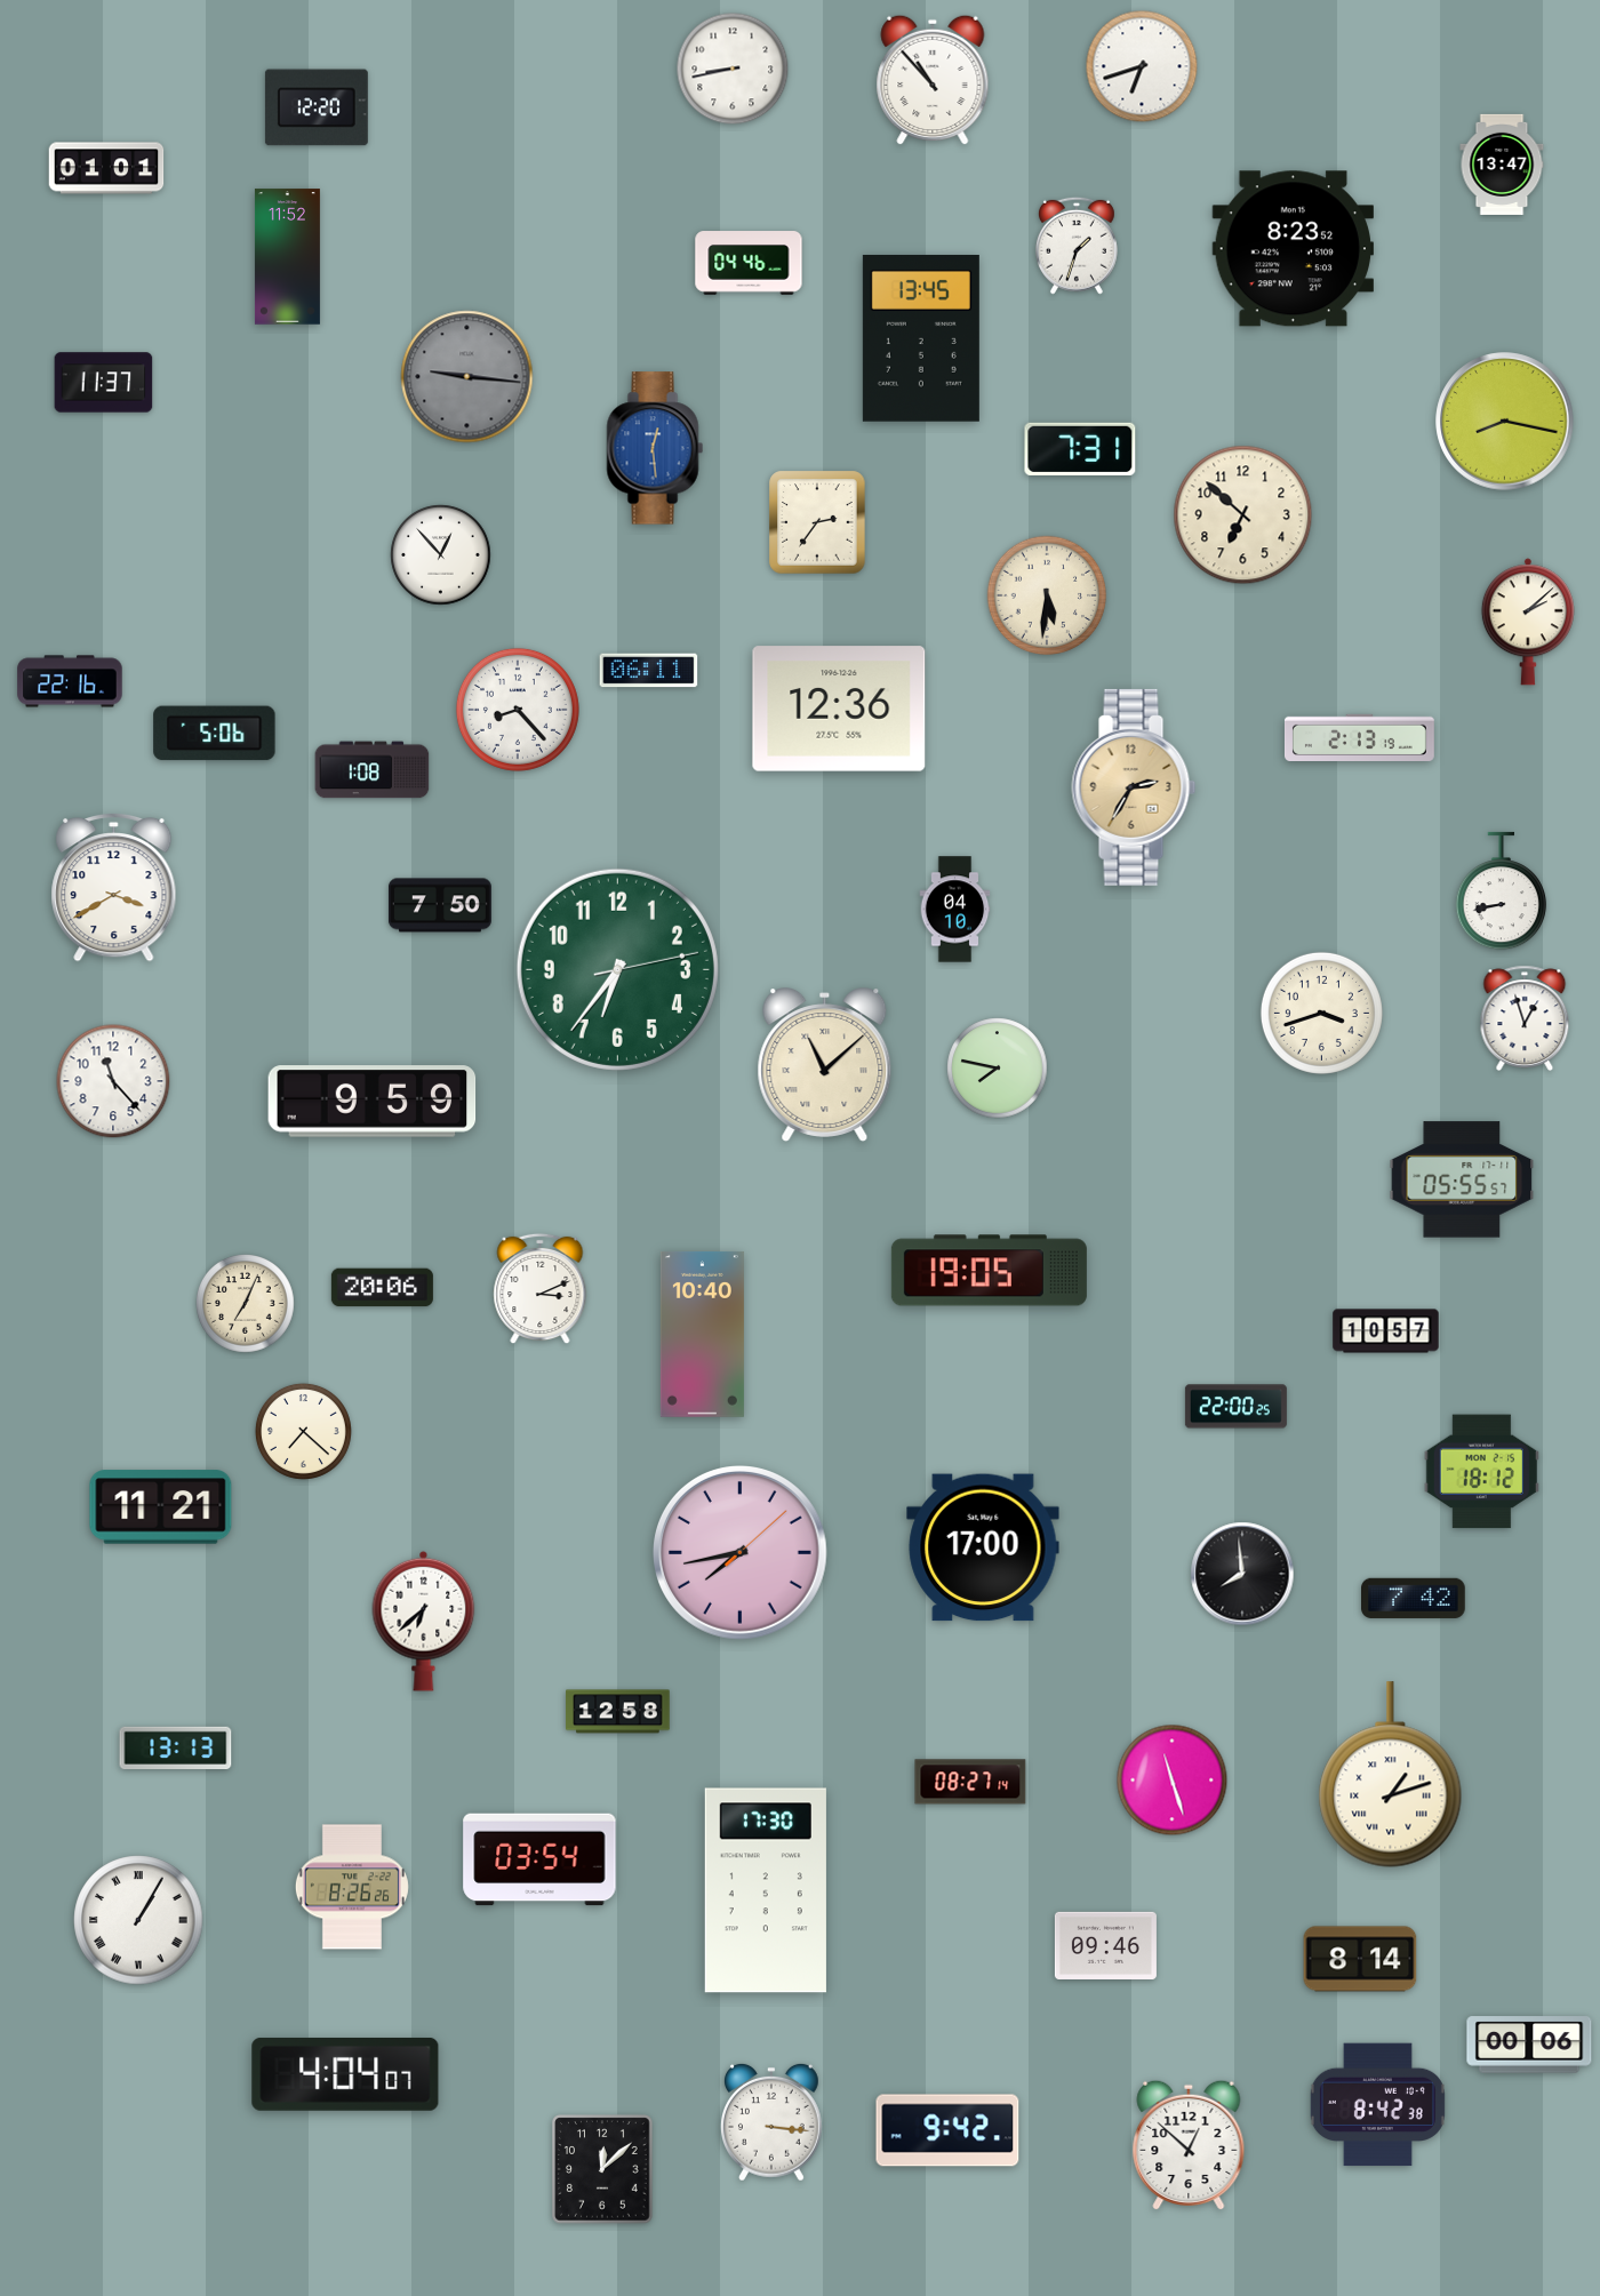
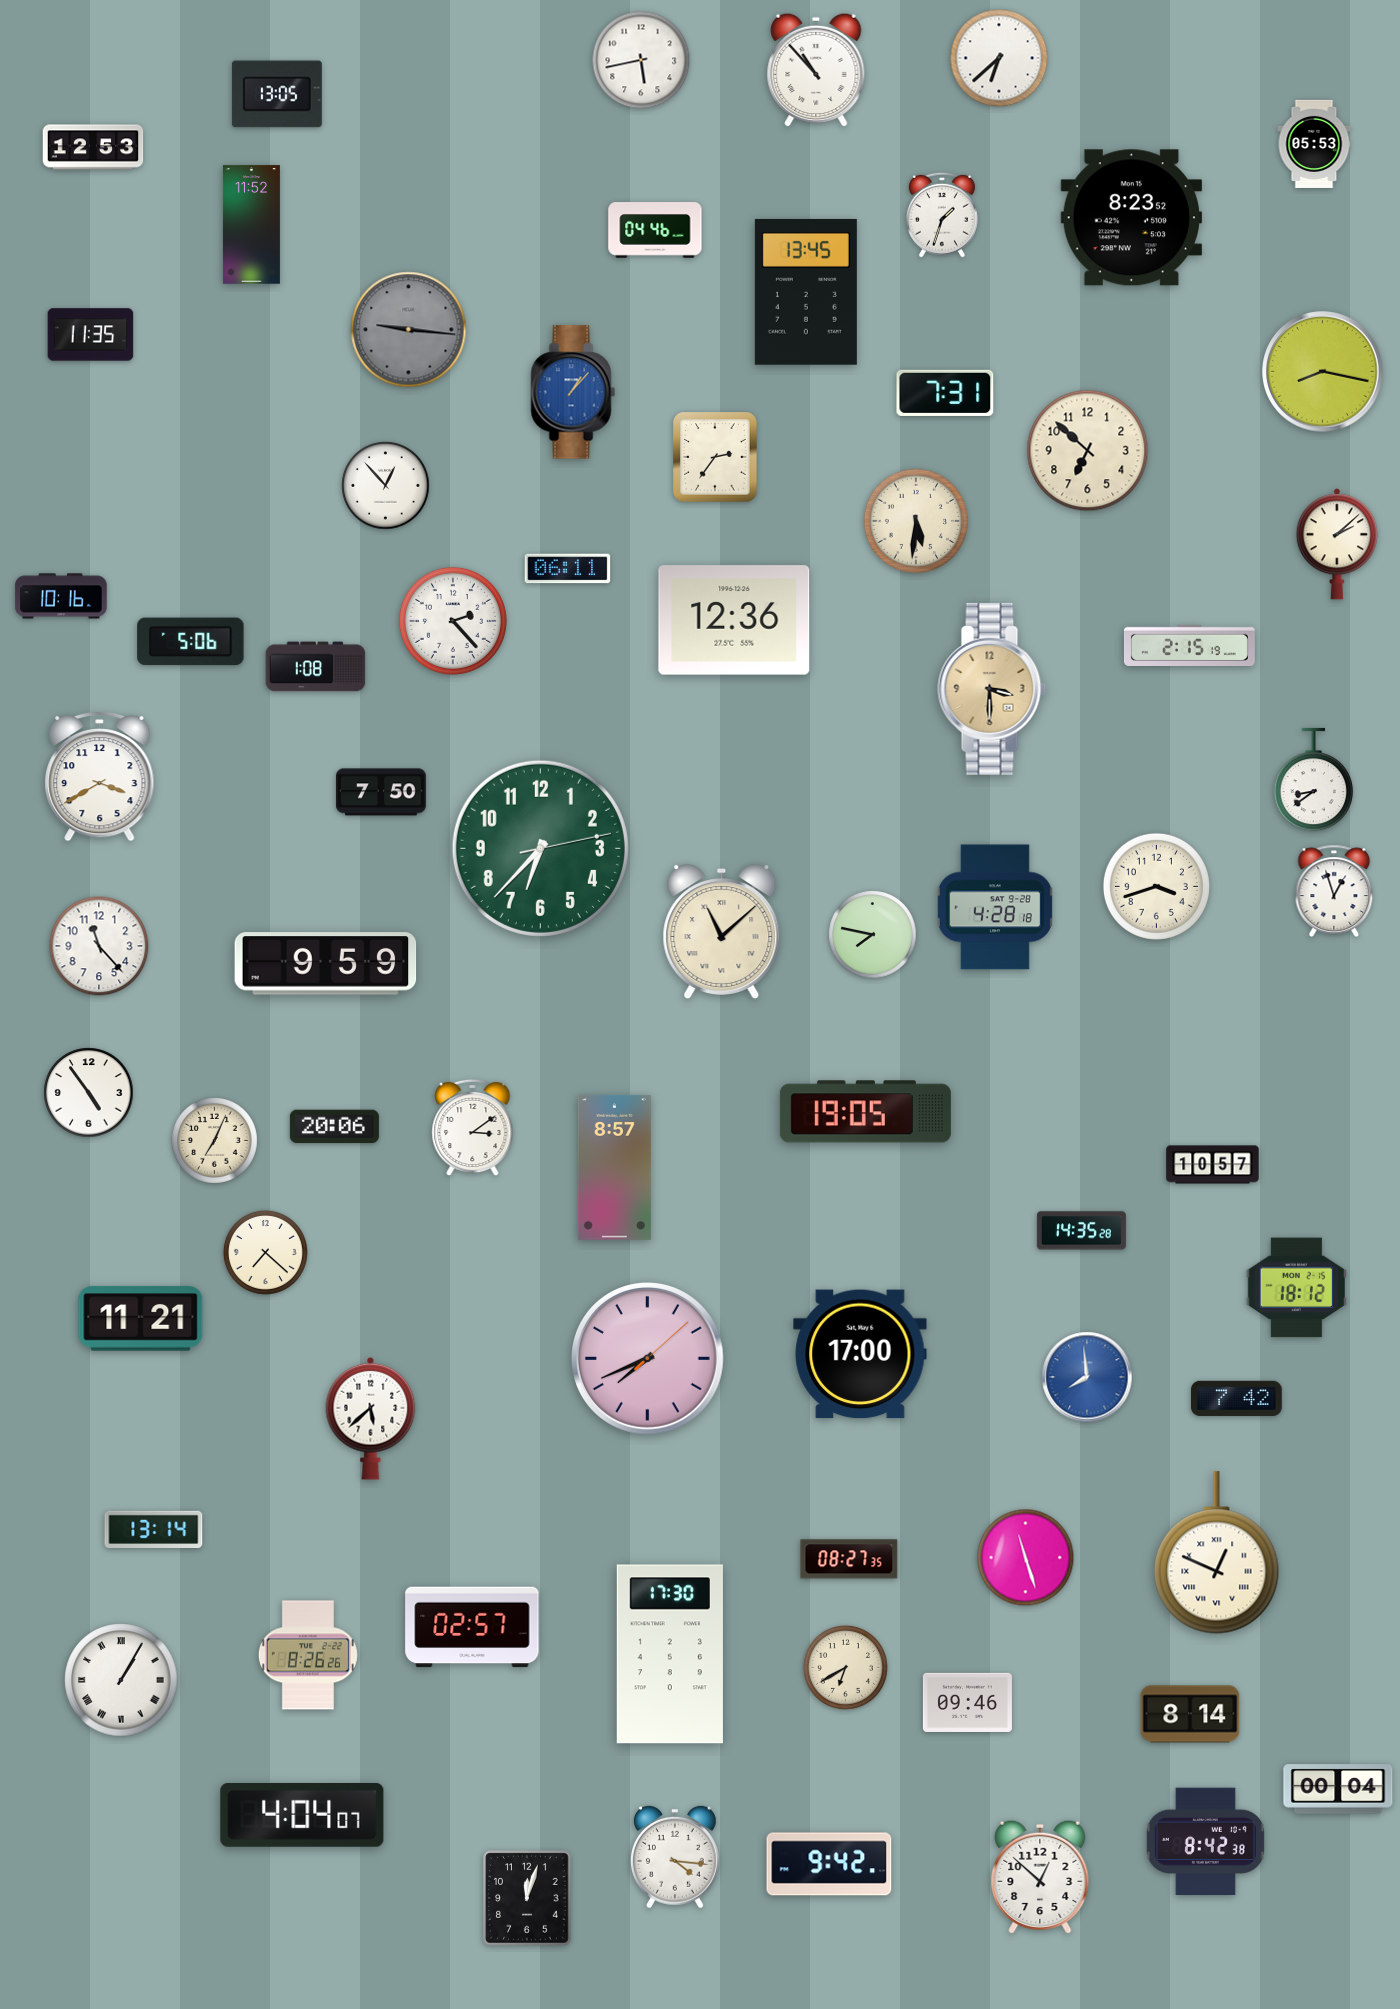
clock at (1142, 66): 6:42 -> 6:38
clock at (733, 69): 8:43 -> 5:43
clock at (317, 107): 12:20 -> 13:05
clock at (1502, 165): 13:47 -> 05:53
clock at (106, 168): 01:01 -> 12:53
clock at (921, 338) position: (921, 338) -> (806, 292)
clock at (104, 383): 11:37 -> 11:35
clock at (1505, 422) position: (1505, 422) -> (1323, 372)
clock at (655, 448): 12:29 -> 1:07
clock at (649, 671) position: (649, 671) -> (568, 569)
clock at (70, 681): 22:16 -> 10:16
clock at (518, 710): 8:23 -> 2:23
clock at (215, 734) position: (215, 734) -> (191, 642)
clock at (1359, 737): 2:13 -> 2:15
clock at (373, 770) position: (373, 770) -> (316, 667)
clock at (1134, 787): 2:35 -> 3:30
clock at (1502, 891): 8:43 -> 8:39
clock at (440, 905) position: (440, 905) -> (381, 792)
clock at (955, 910): 04:10 -> none
clock at (617, 969): 6:36 -> 6:37
clock at (995, 907): none -> 4:28
clock at (1462, 1179): 05:55 -> none
clock at (89, 1093): none -> 4:54
clock at (541, 1289): 3:11 -> 3:09
clock at (702, 1334): 10:40 -> 8:57
clock at (1235, 1407): 22:00 -> 14:35
clock at (741, 1553): 7:43 -> 7:41
clock at (1242, 1574) dial: black -> blue
clock at (424, 1621): 6:38 -> 5:38
clock at (618, 1712): 12:58 -> none
clock at (176, 1747): 13:13 -> 13:14
clock at (1391, 1775): 1:12 -> 12:49
clock at (970, 1782): 08:27:14 -> 08:27:35
clock at (539, 1859): 03:54 -> 02:57
clock at (352, 1887) position: (352, 1887) -> (308, 1655)
clock at (845, 1667): none -> 6:40
clock at (1529, 2045): 00:06 -> 00:04
clock at (771, 2122): 3:16 -> 4:16
clock at (602, 2169): 12:08 -> 12:03
